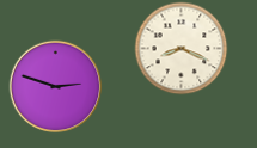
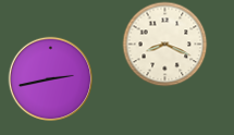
clock at (55, 86): 2:48 -> 2:43
